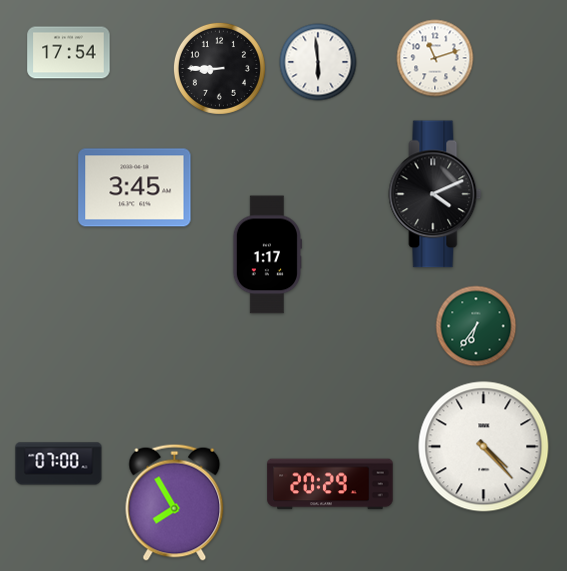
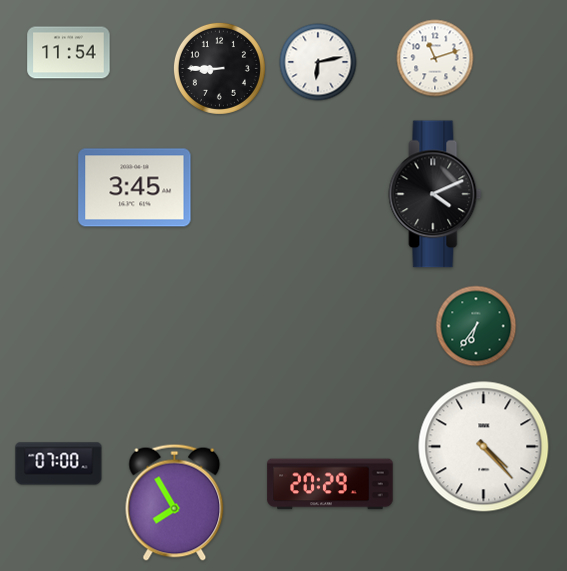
clock at (69, 53): 17:54 -> 11:54
clock at (318, 62): 5:59 -> 6:13
clock at (267, 255): 1:17 -> none
